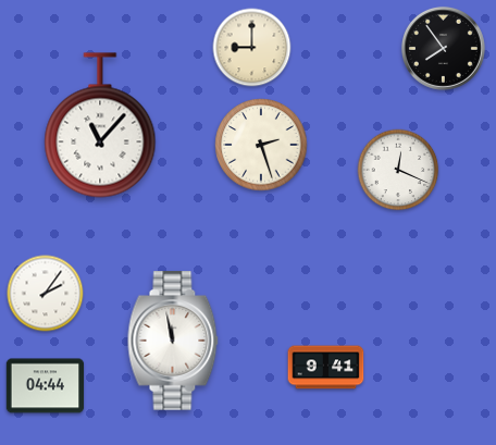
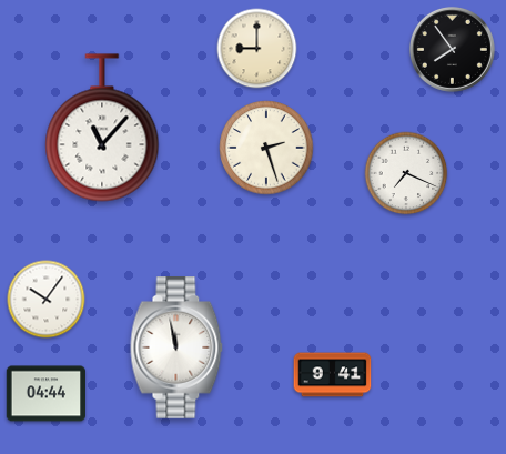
clock at (398, 170): 12:19 -> 7:19
clock at (46, 294): 2:06 -> 10:06
